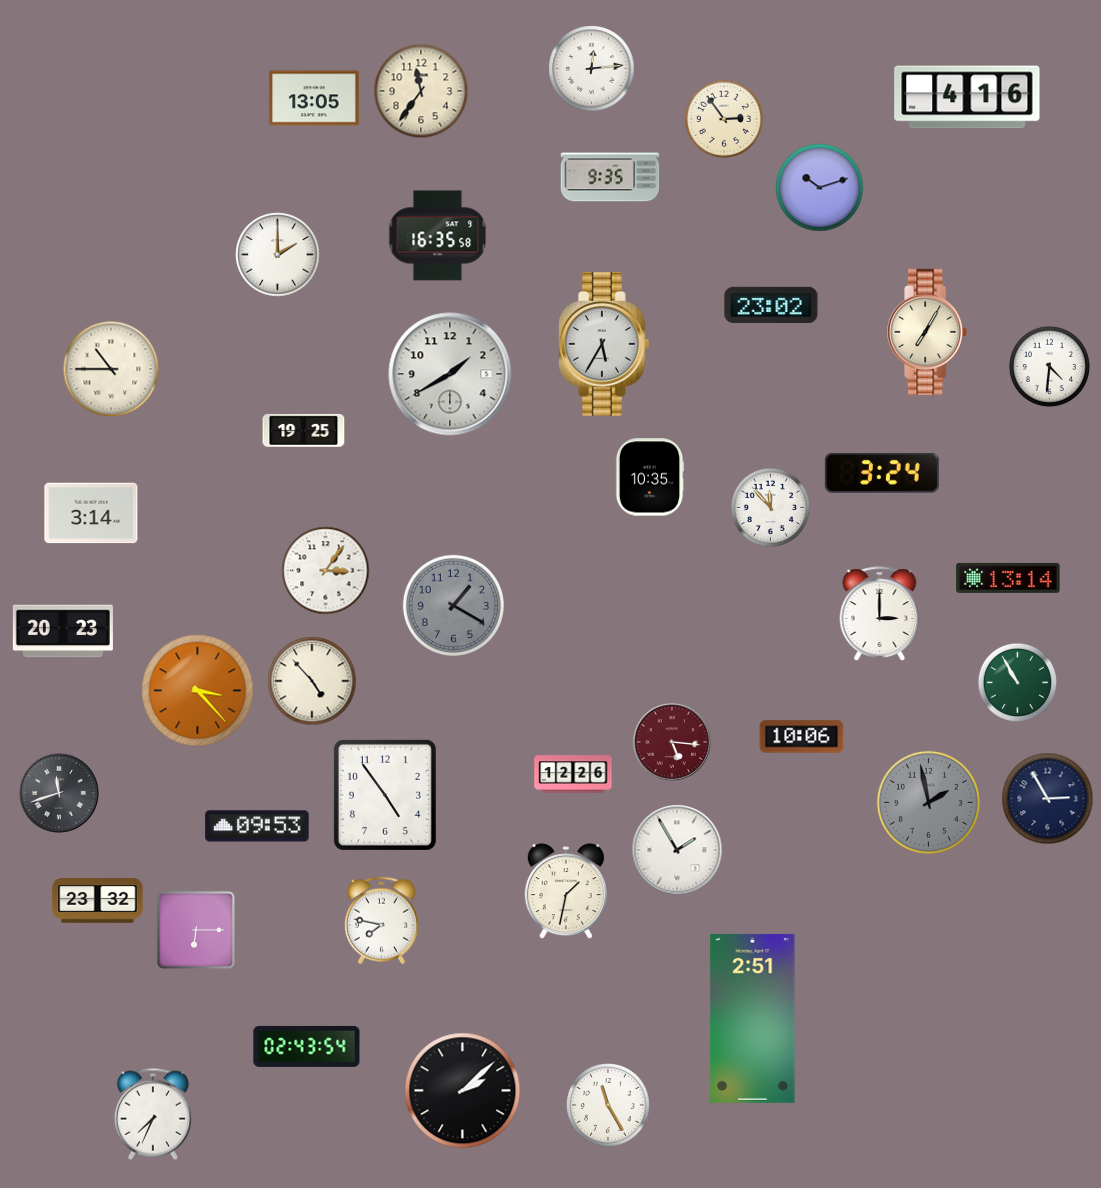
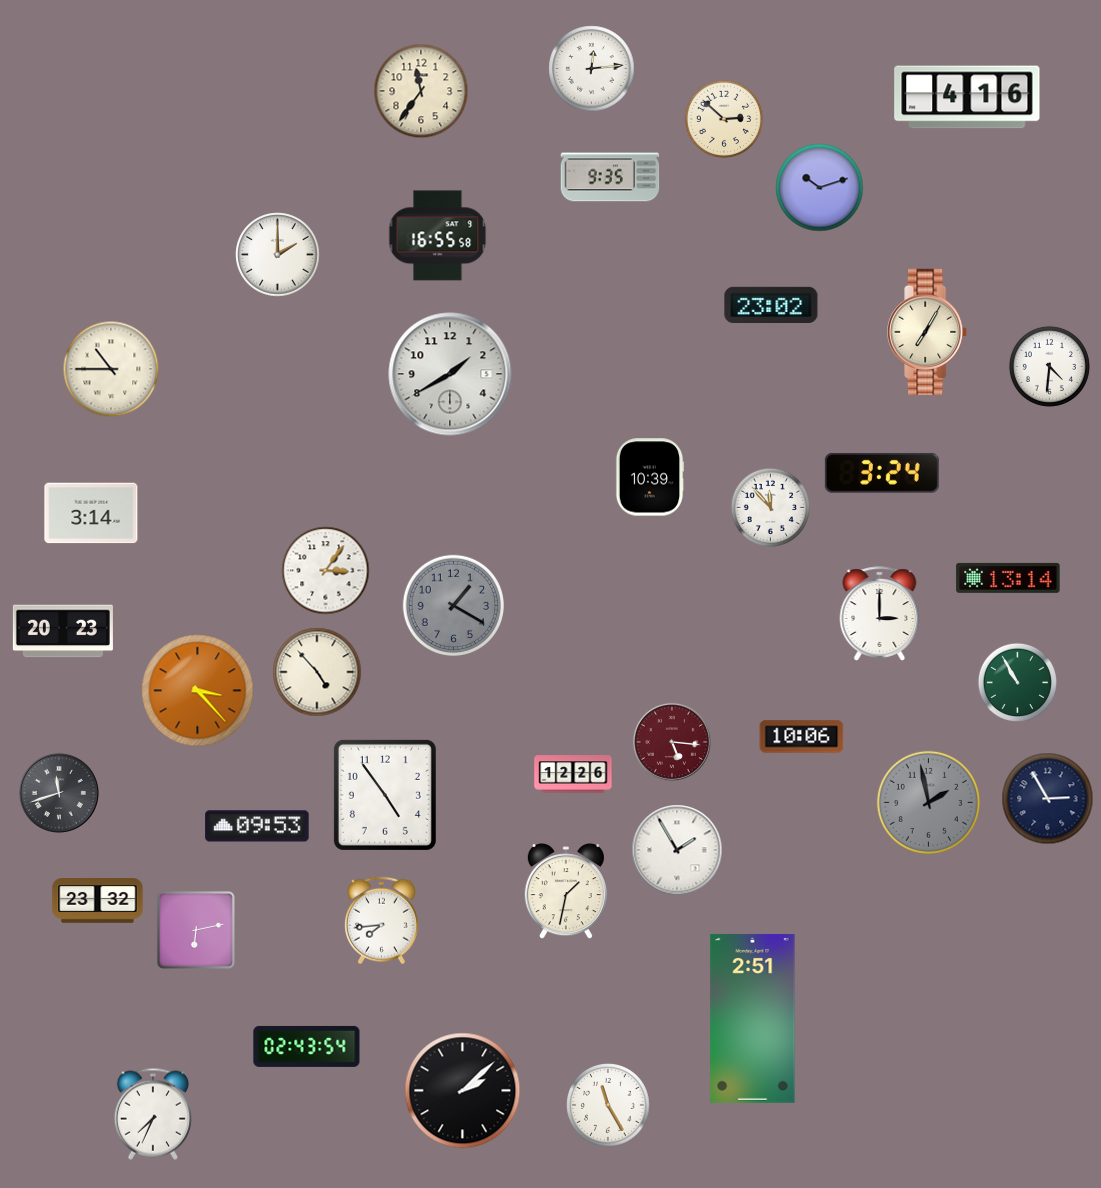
clock at (314, 98): 13:05 -> none
clock at (724, 119): 2:54 -> 2:52
clock at (438, 236): 16:35 -> 16:55
clock at (604, 344): 5:35 -> none
clock at (304, 430): 19:25 -> none
clock at (650, 477): 10:35 -> 10:39
clock at (312, 681) position: (312, 681) -> (317, 672)
clock at (381, 921): 7:47 -> 7:44
clock at (196, 930): 6:15 -> 6:13
